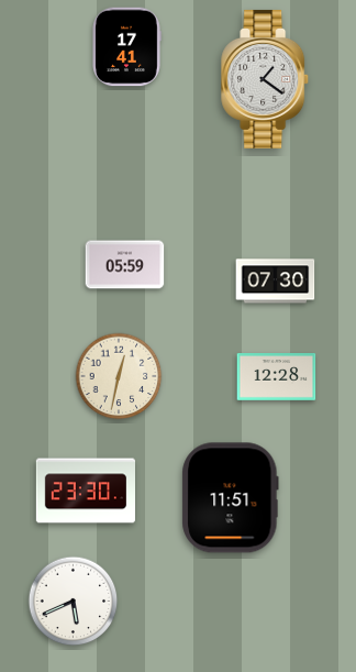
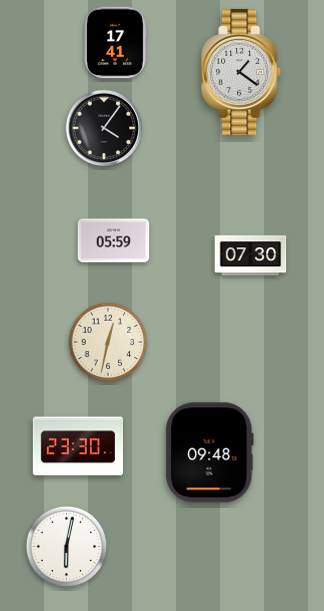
clock at (104, 128): none -> 4:06
clock at (277, 377): 12:28 -> none
clock at (231, 498): 11:51 -> 09:48
clock at (74, 602): 5:41 -> 6:02
